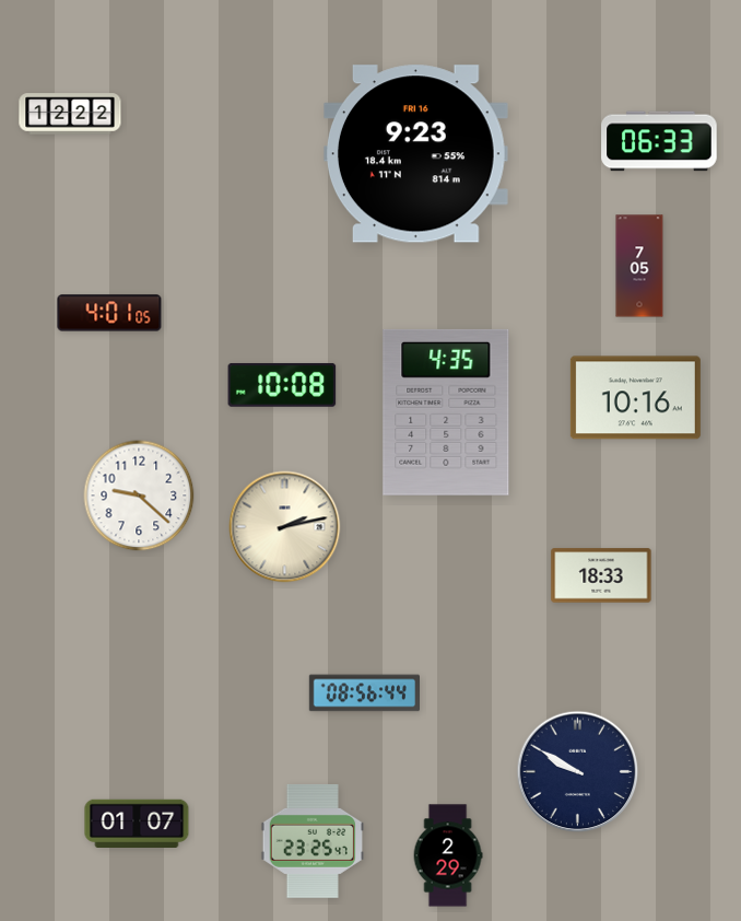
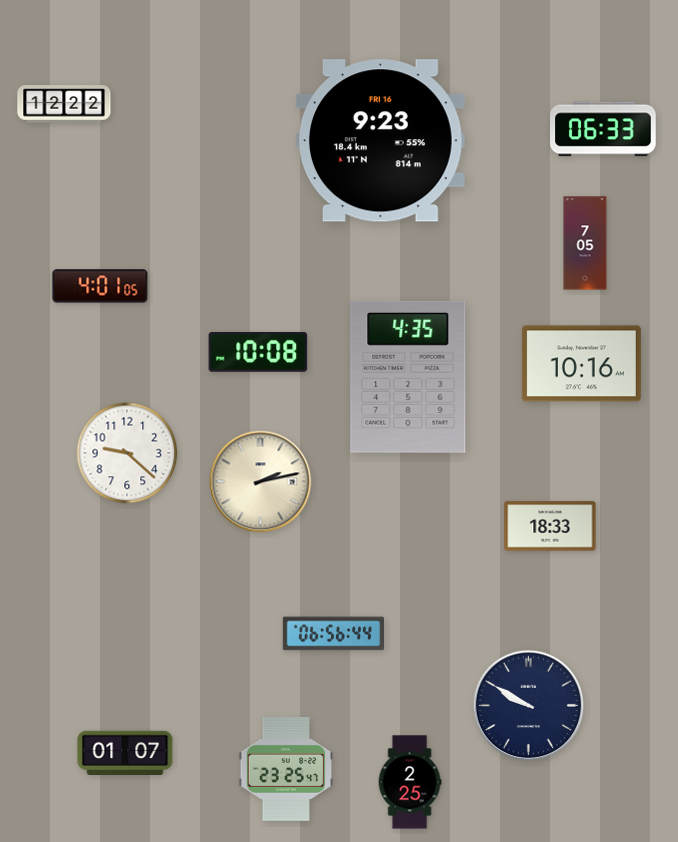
clock at (364, 693): 08:56 -> 06:56
clock at (448, 855): 2:29 -> 2:25
